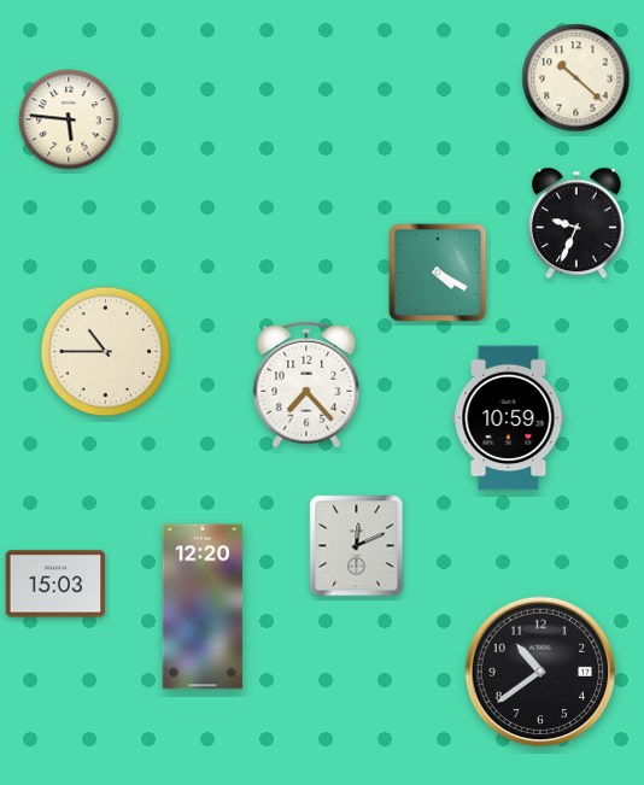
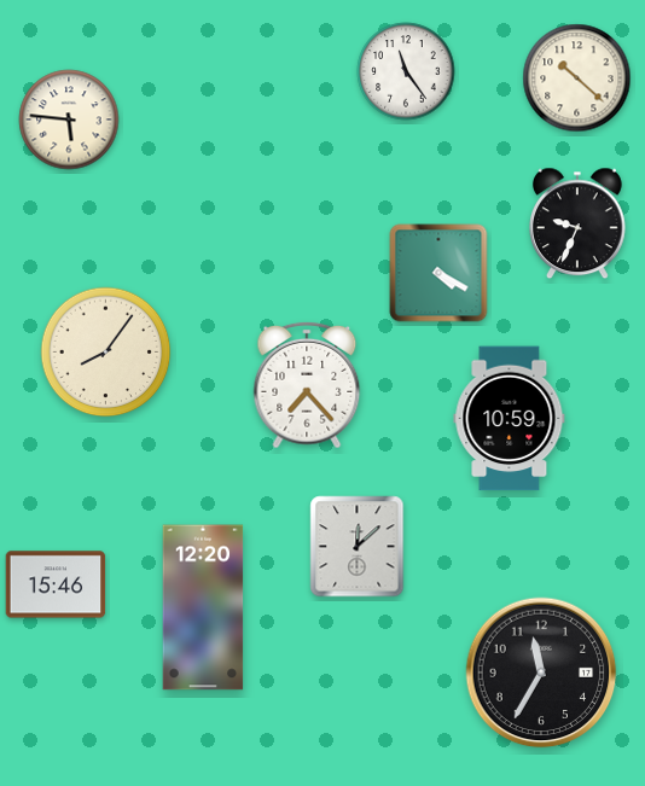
clock at (406, 71): none -> 11:24
clock at (106, 352): 10:45 -> 8:06
clock at (357, 546): 12:11 -> 12:08
clock at (55, 584): 15:03 -> 15:46
clock at (540, 672): 10:39 -> 11:35
